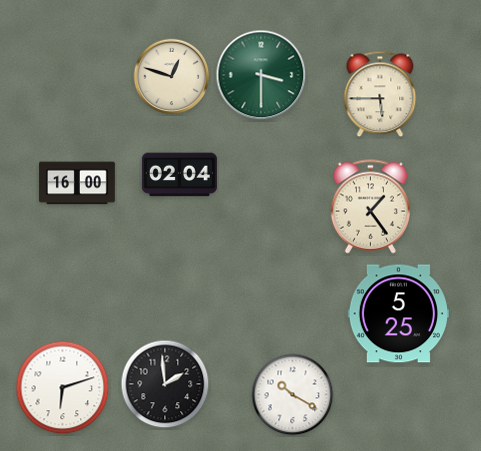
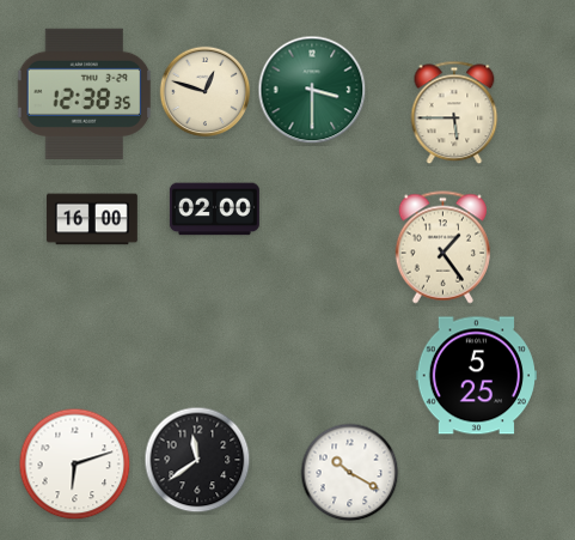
clock at (85, 93): none -> 12:38
clock at (179, 175): 02:04 -> 02:00
clock at (165, 384): 1:59 -> 11:39
